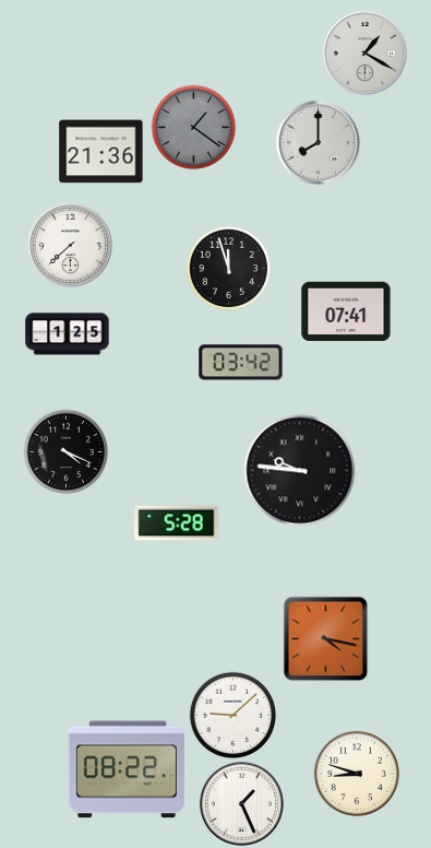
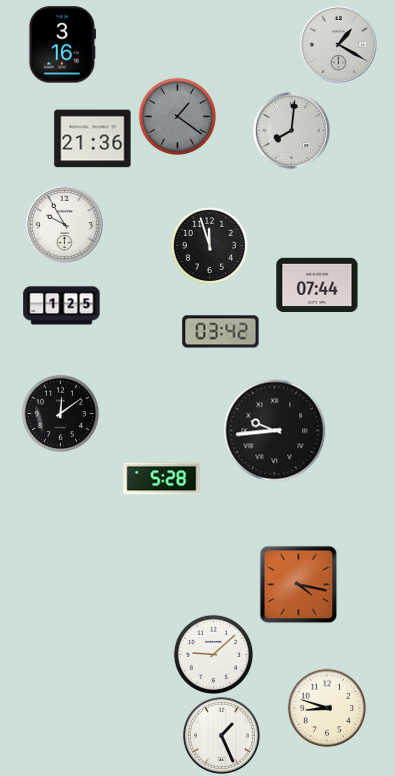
clock at (62, 45): none -> 3:16
clock at (364, 52) position: (364, 52) -> (338, 44)
clock at (318, 142): 8:00 -> 8:01
clock at (70, 245): 7:38 -> 9:55
clock at (346, 311): 07:41 -> 07:44
clock at (65, 451): 4:19 -> 12:09
clock at (300, 471): 9:46 -> 9:44
clock at (127, 769): 08:22 -> none
